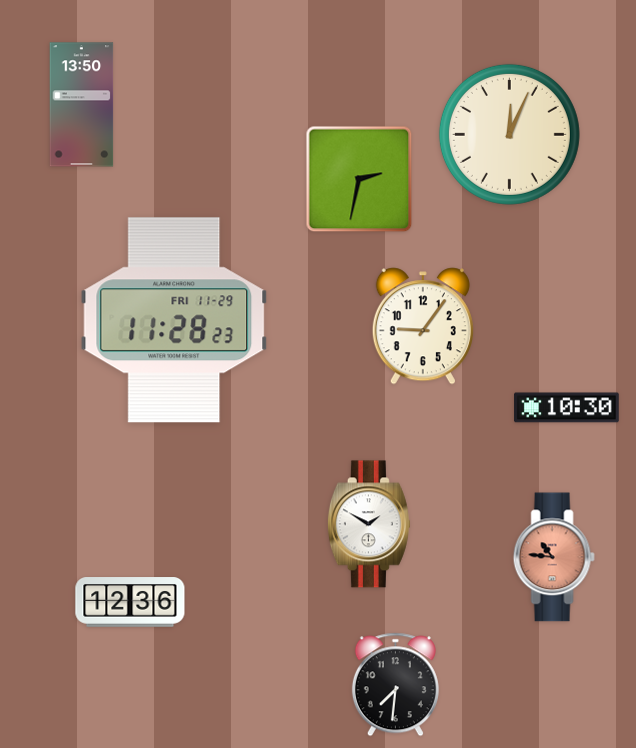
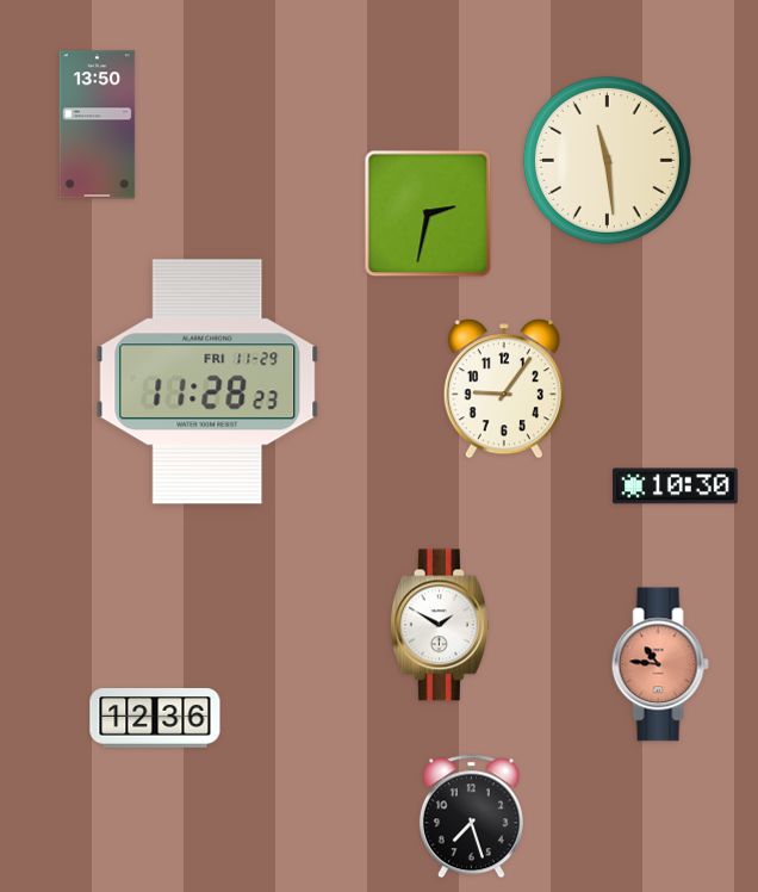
clock at (509, 134): 12:04 -> 11:29
clock at (395, 685): 7:31 -> 7:27
